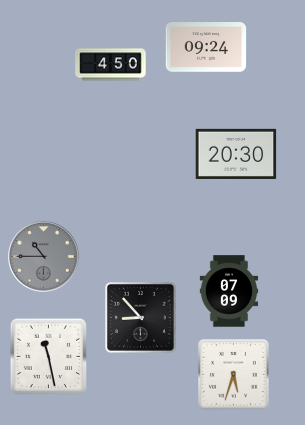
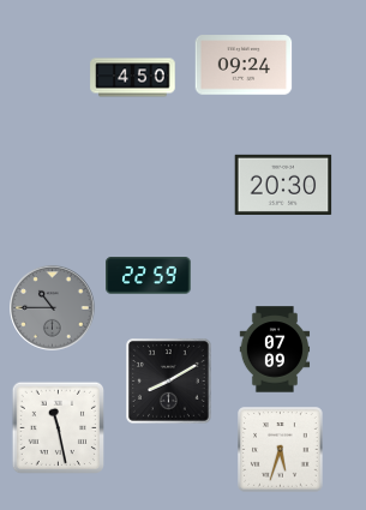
clock at (206, 47) position: (206, 47) -> (244, 65)
clock at (149, 276): none -> 22:59
clock at (141, 318): 8:53 -> 8:10
